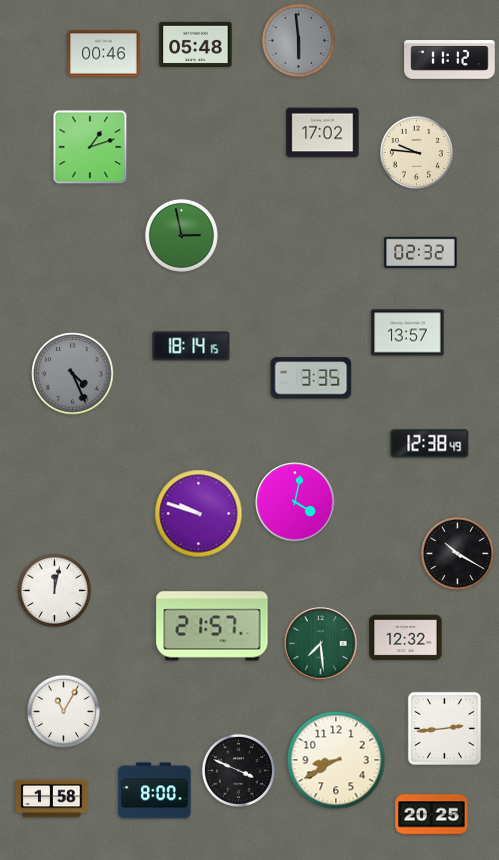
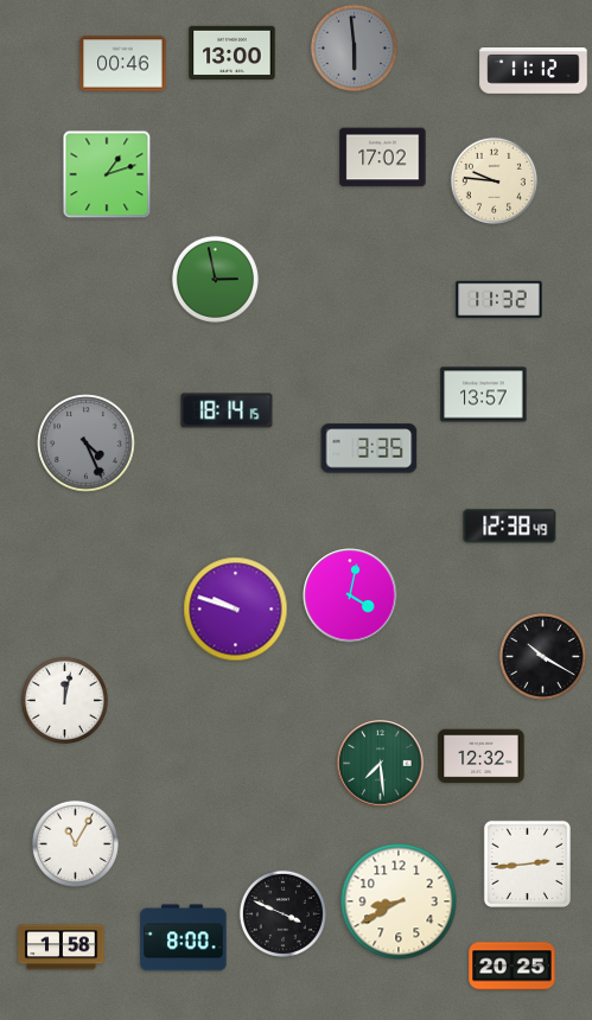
clock at (196, 45): 05:48 -> 13:00
clock at (421, 253): 02:32 -> 11:32
clock at (212, 626): 21:57 -> none
